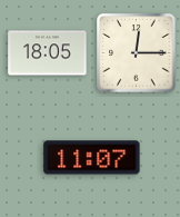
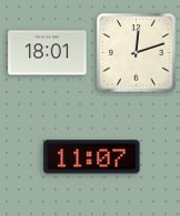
clock at (48, 53): 18:05 -> 18:01
clock at (137, 53): 12:15 -> 12:12
